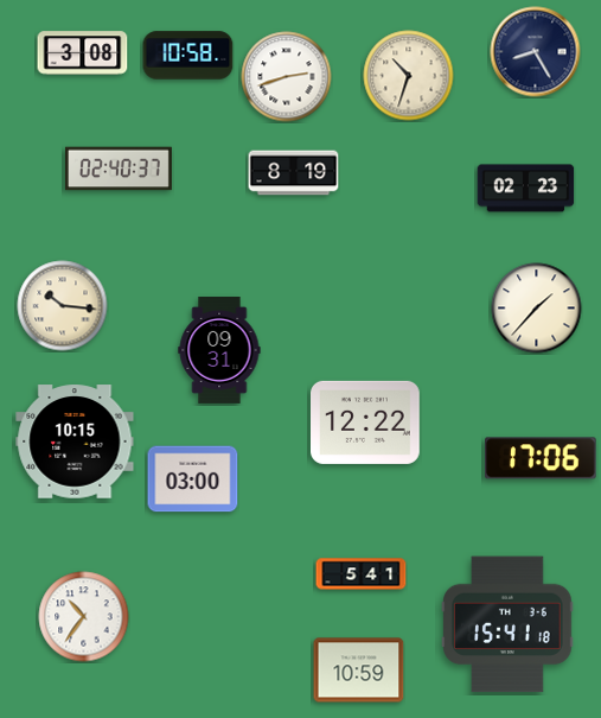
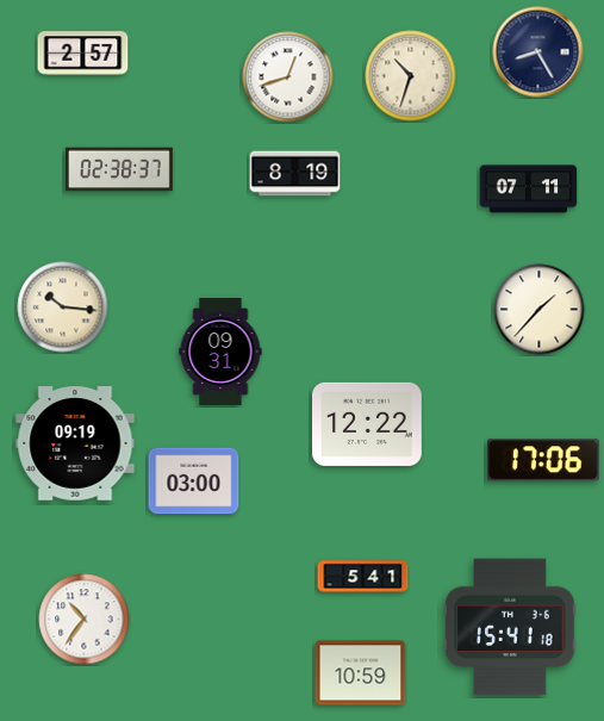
clock at (83, 53): 3:08 -> 2:57
clock at (188, 56): 10:58 -> none
clock at (287, 77): 2:42 -> 12:42
clock at (119, 169): 02:40 -> 02:38
clock at (526, 189): 02:23 -> 07:11
clock at (75, 441): 10:15 -> 09:19
